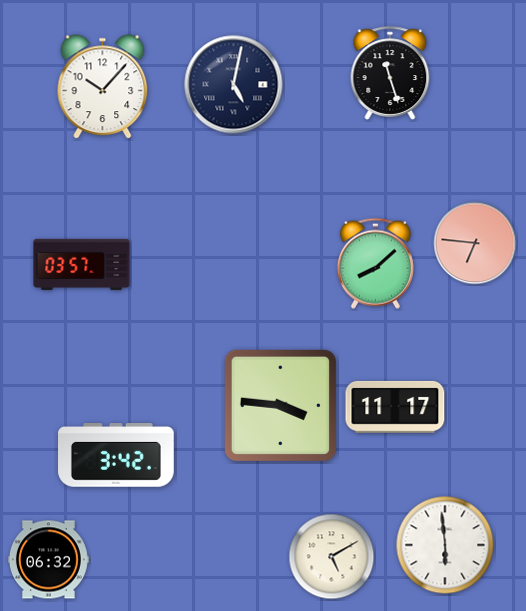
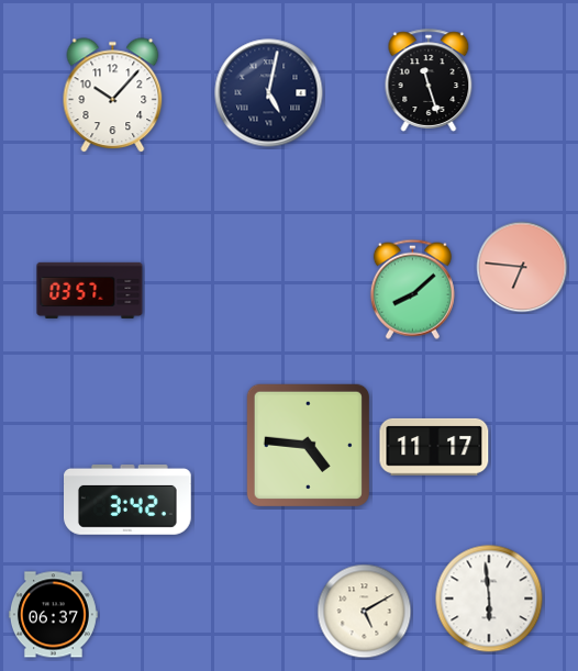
clock at (234, 85) position: (234, 85) -> (269, 93)
clock at (280, 405): 3:46 -> 4:46
clock at (48, 560): 06:32 -> 06:37
